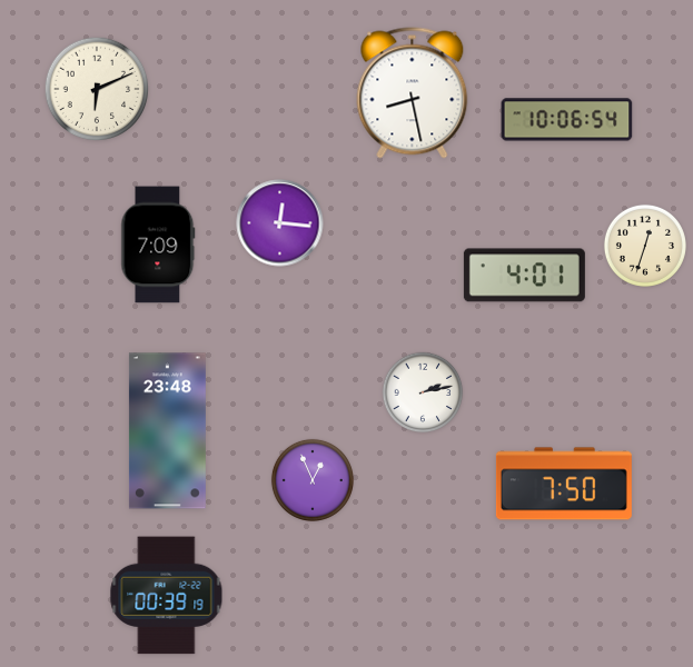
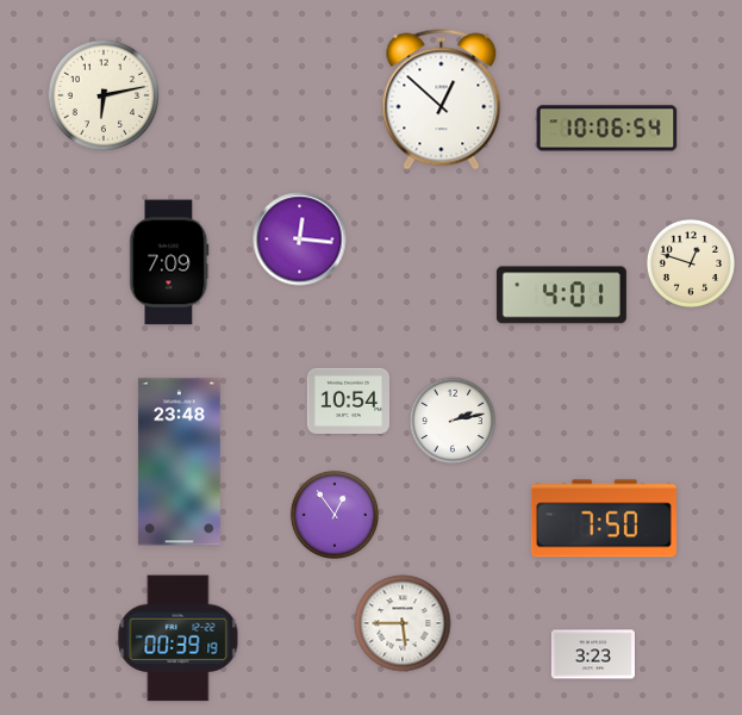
clock at (97, 89): 6:11 -> 6:13
clock at (413, 93): 8:28 -> 12:52
clock at (645, 246): 12:33 -> 12:48
clock at (348, 400): none -> 10:54
clock at (313, 480): 12:56 -> 12:54
clock at (403, 623): none -> 5:45
clock at (593, 654): none -> 3:23
